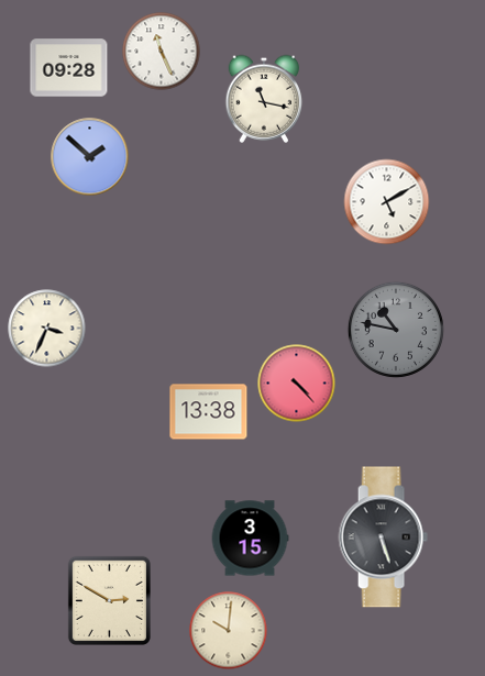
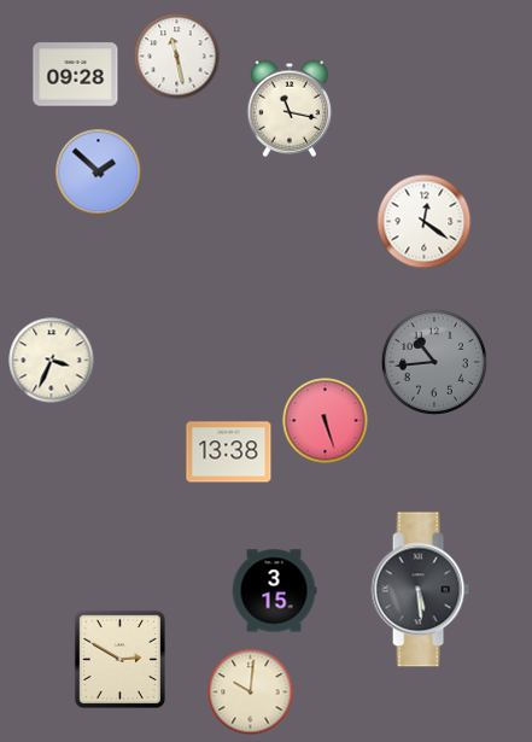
clock at (162, 52): 11:26 -> 11:28
clock at (387, 202): 5:10 -> 12:21
clock at (396, 330): 10:47 -> 10:44
clock at (297, 384): 4:23 -> 5:27
clock at (383, 538): 5:27 -> 5:29
